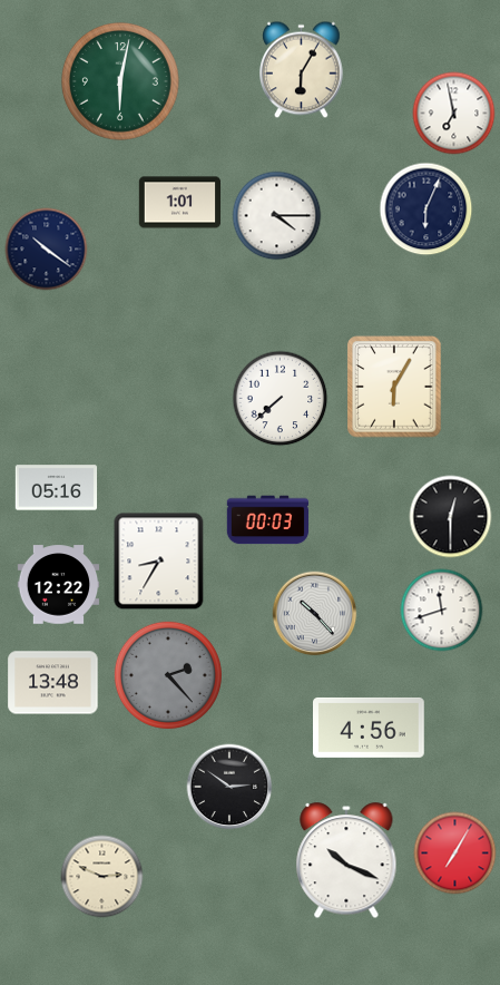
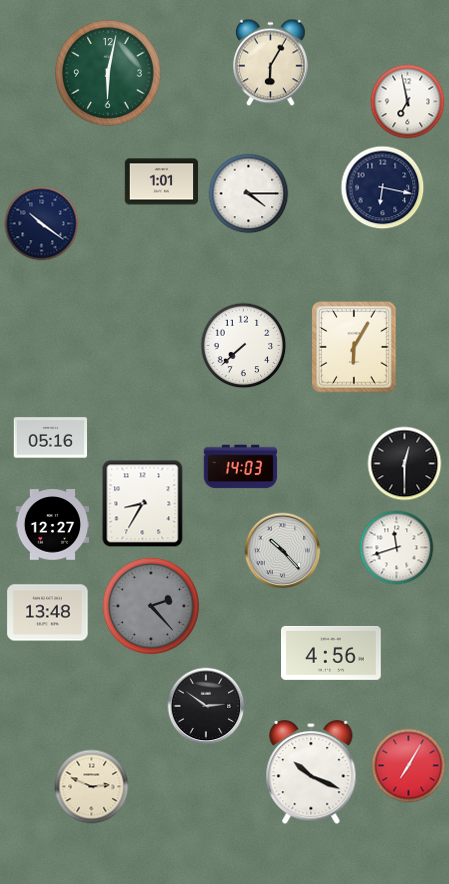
clock at (427, 209): 6:04 -> 6:17
clock at (281, 399) position: (281, 399) -> (244, 346)
clock at (268, 520): 00:03 -> 14:03
clock at (59, 585): 12:22 -> 12:27
